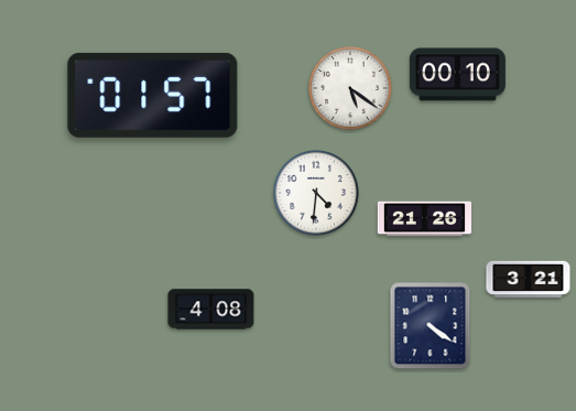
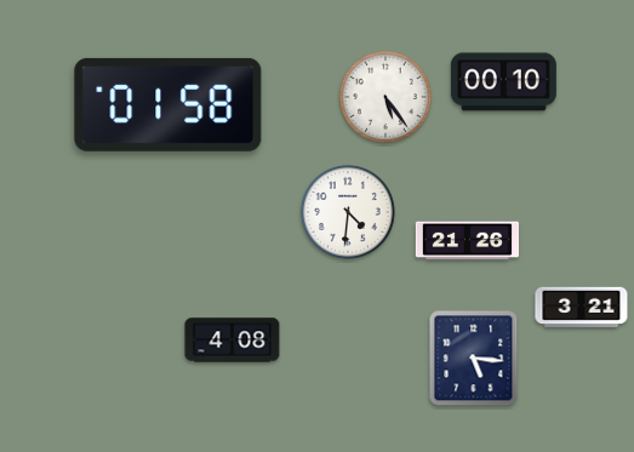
clock at (351, 89): 5:21 -> 5:24
clock at (153, 95): 01:57 -> 01:58
clock at (431, 326): 4:21 -> 5:16
